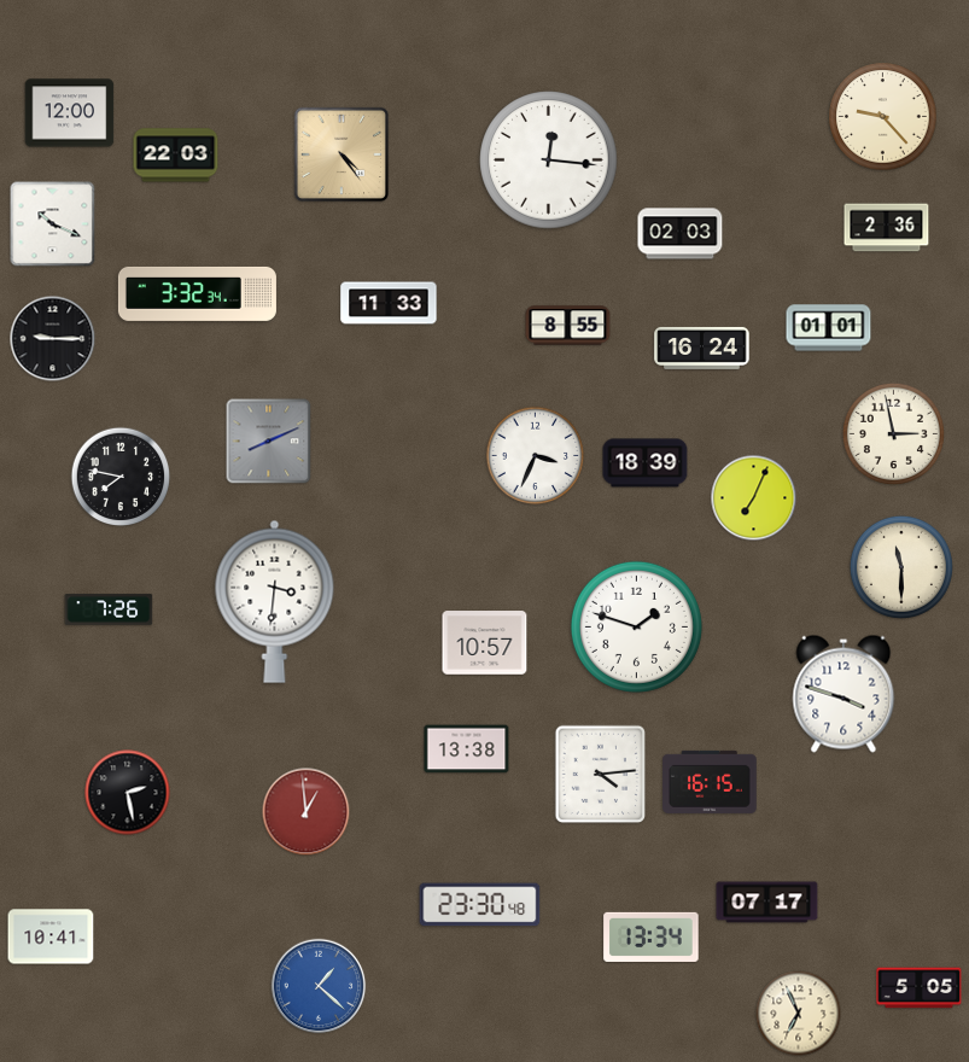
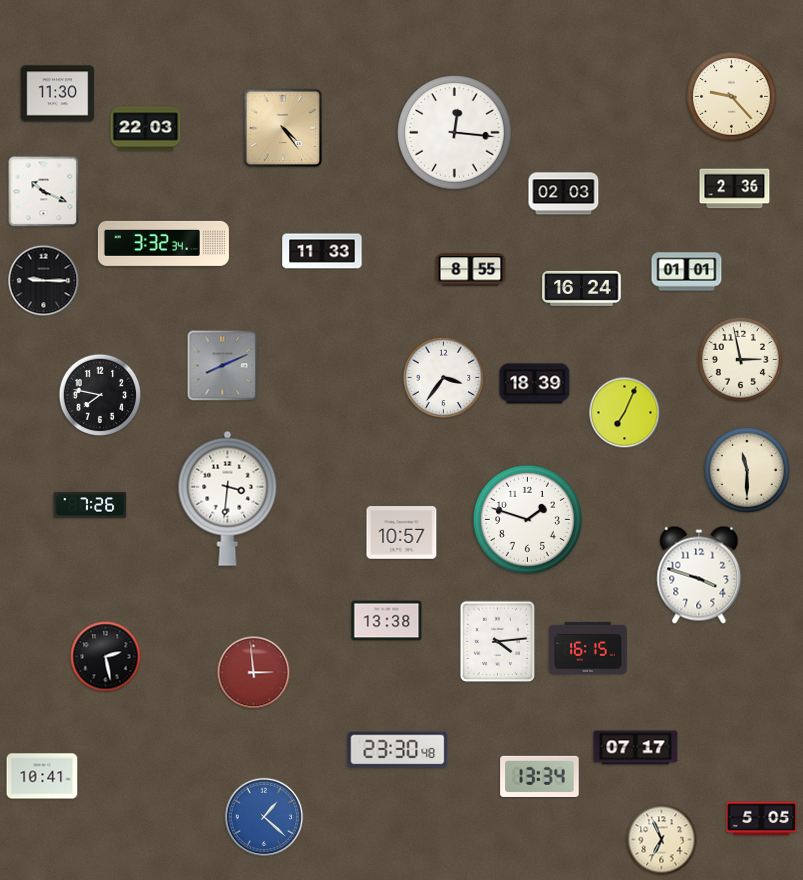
clock at (70, 113): 12:00 -> 11:30
clock at (53, 224) position: (53, 224) -> (44, 192)
clock at (536, 456): 3:34 -> 3:36
clock at (307, 812): 12:59 -> 2:59
